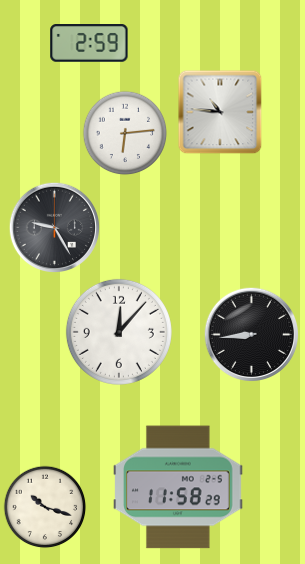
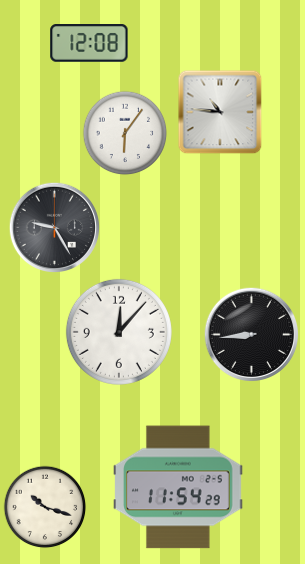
clock at (89, 44): 2:59 -> 12:08
clock at (125, 133): 6:14 -> 6:06
clock at (178, 487): 11:58 -> 11:54
